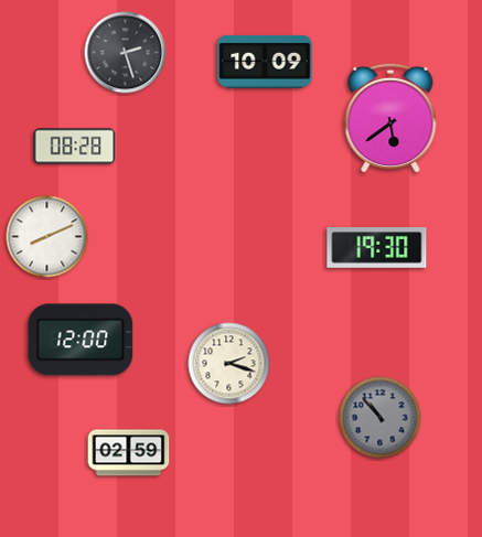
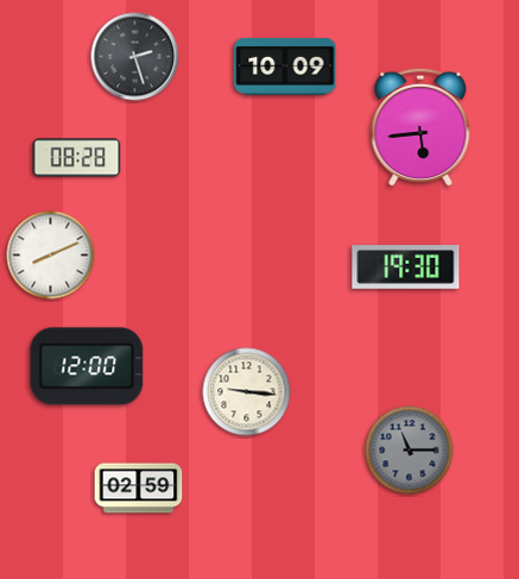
clock at (390, 118): 5:39 -> 5:44
clock at (75, 147) position: (75, 147) -> (77, 158)
clock at (229, 364): 2:18 -> 9:16
clock at (381, 418): 10:53 -> 11:15
